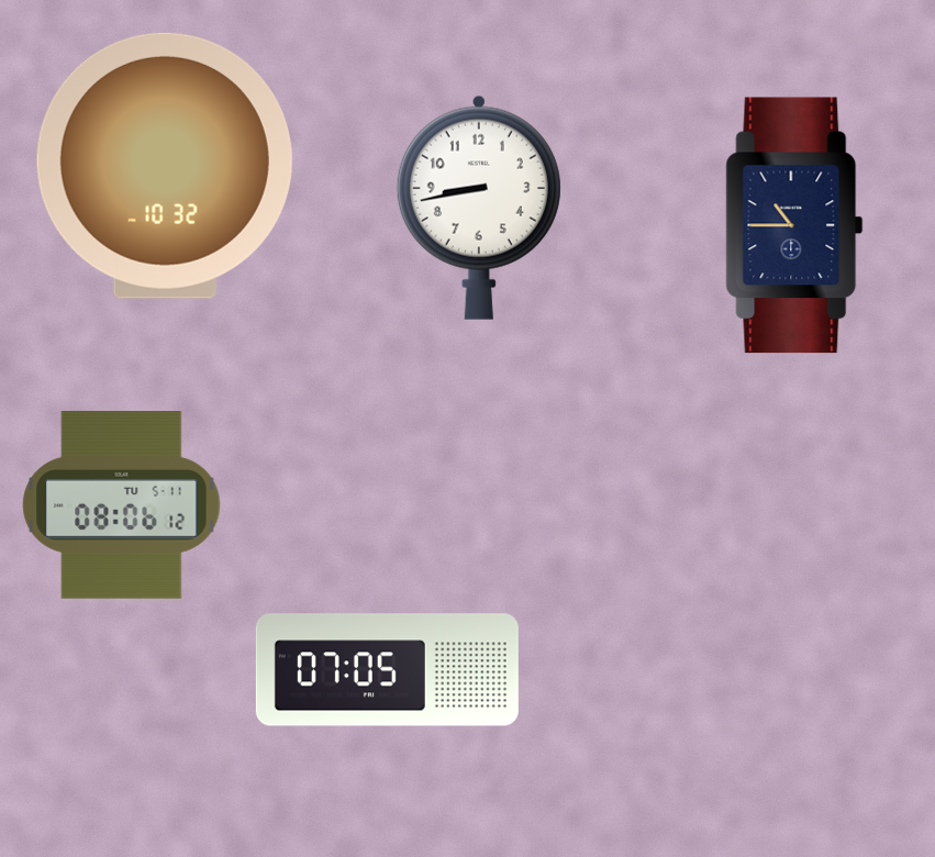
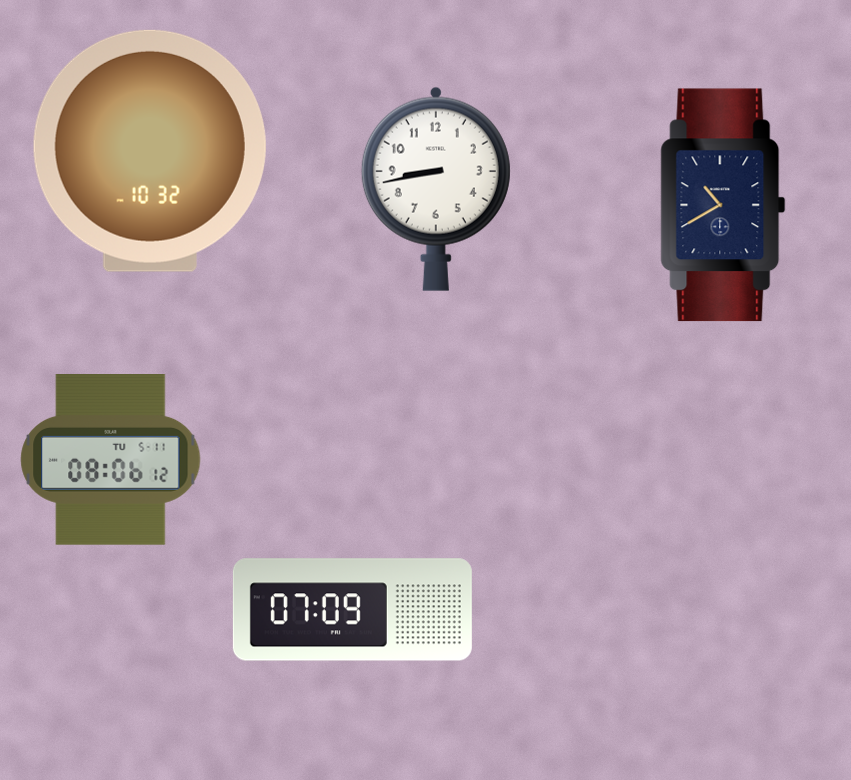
clock at (794, 225): 10:45 -> 10:40
clock at (387, 670): 07:05 -> 07:09
